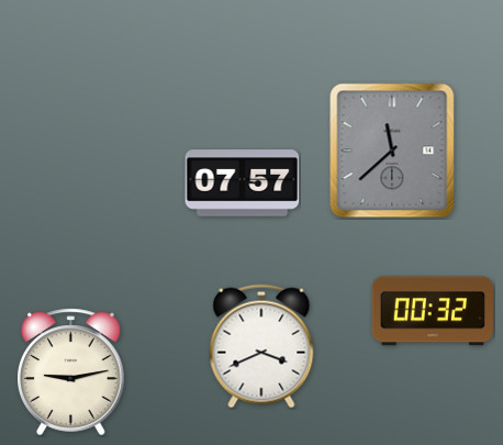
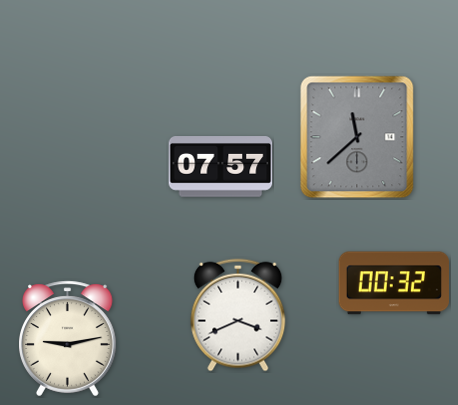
clock at (71, 372) position: (71, 372) -> (68, 339)
